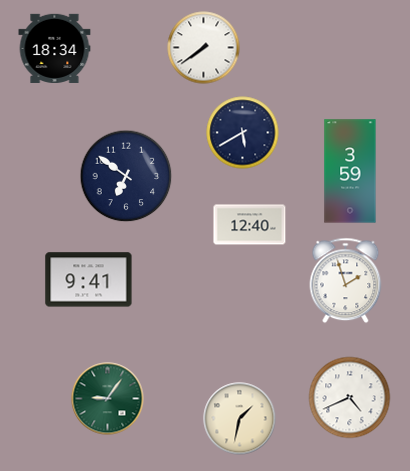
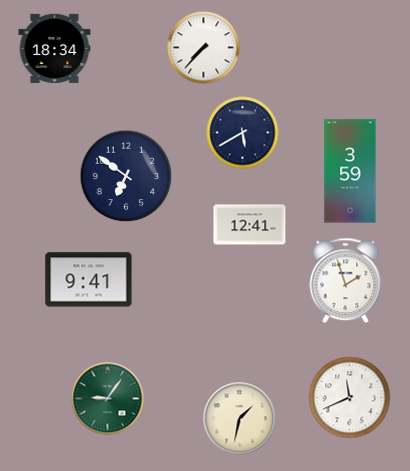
clock at (204, 48): 7:39 -> 7:37
clock at (250, 225): 12:40 -> 12:41
clock at (350, 398): 4:41 -> 11:41
